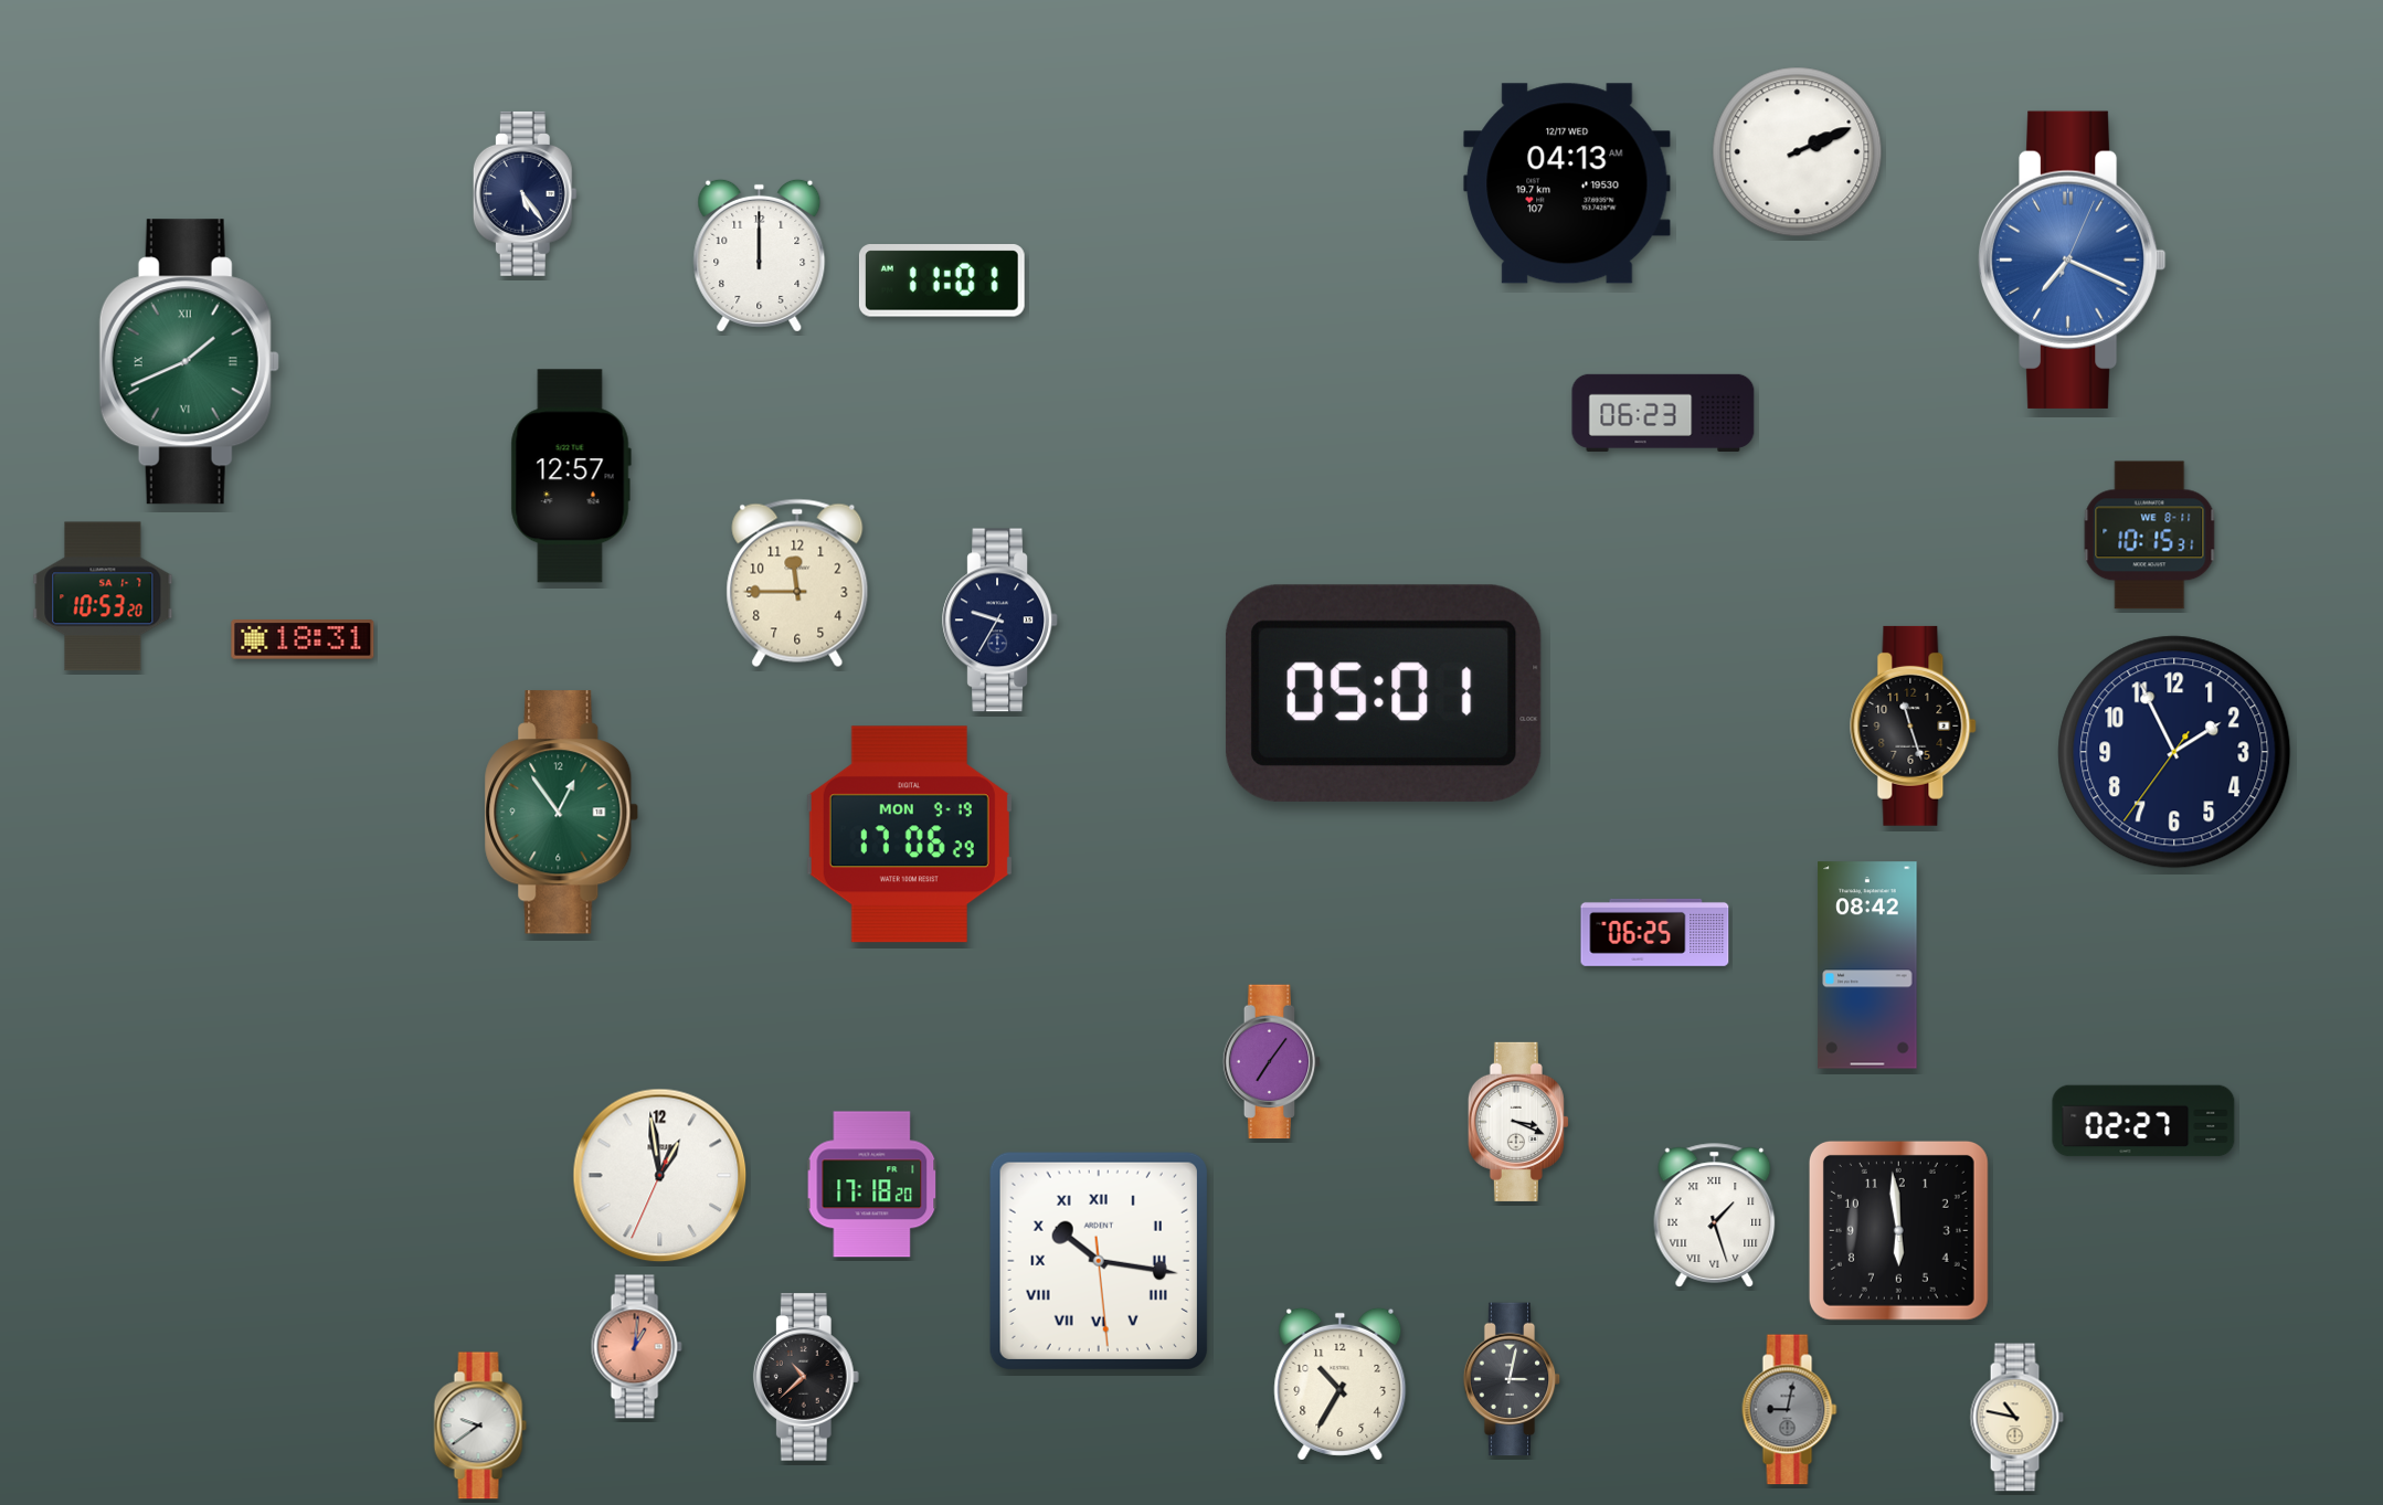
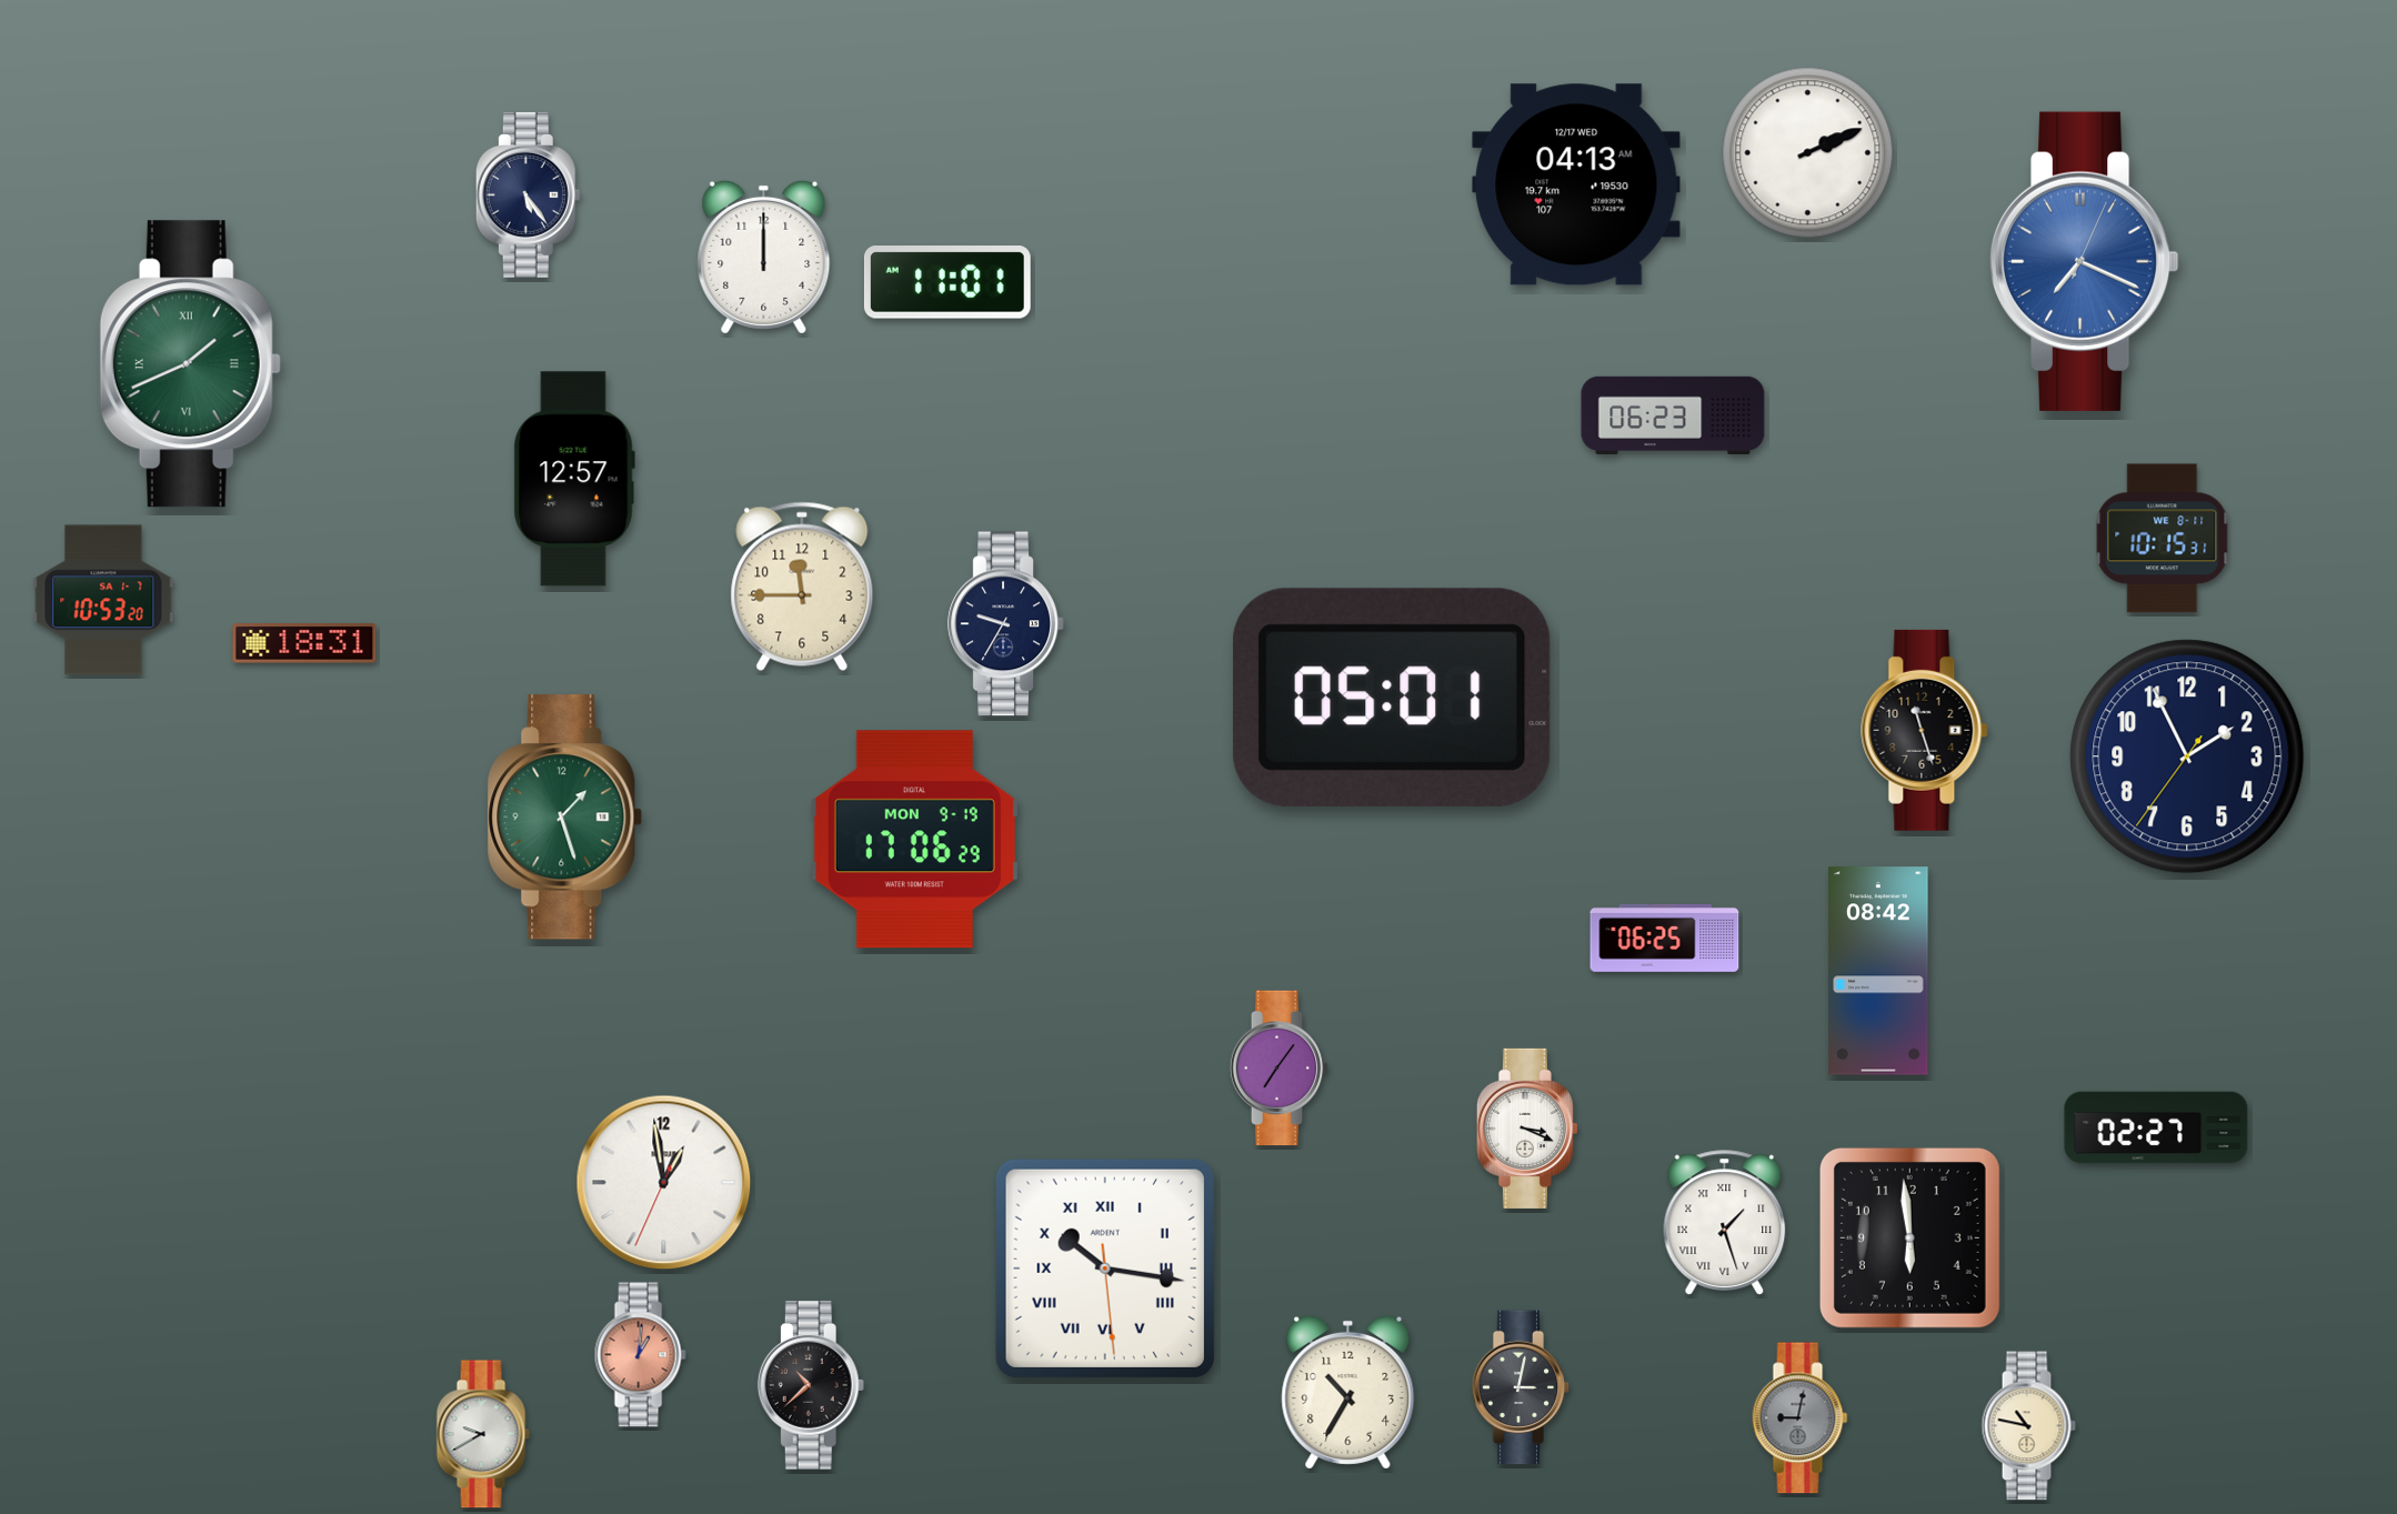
clock at (562, 813): 12:54 -> 1:27
clock at (872, 1185): 17:18 -> none
clock at (480, 1425): 9:39 -> 9:40
